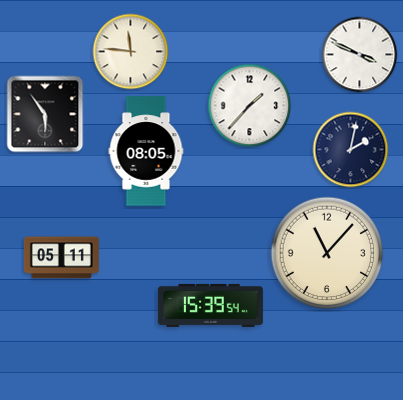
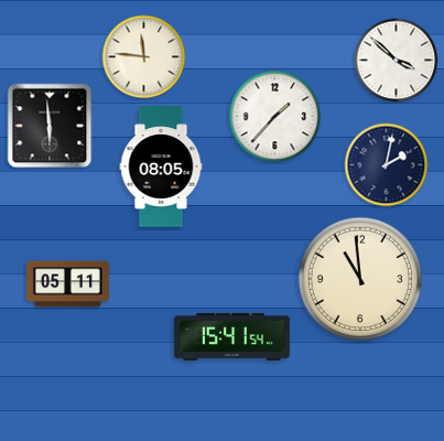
clock at (360, 55): 3:49 -> 3:52
clock at (45, 114): 5:54 -> 5:59
clock at (327, 253): 11:07 -> 10:59
clock at (210, 305): 15:39 -> 15:41
